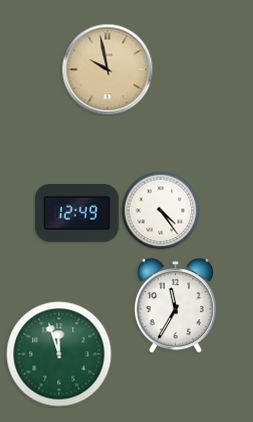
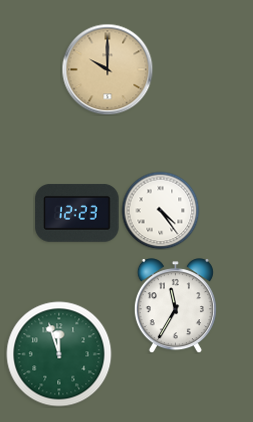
clock at (107, 69): 9:58 -> 10:00
clock at (77, 213): 12:49 -> 12:23
